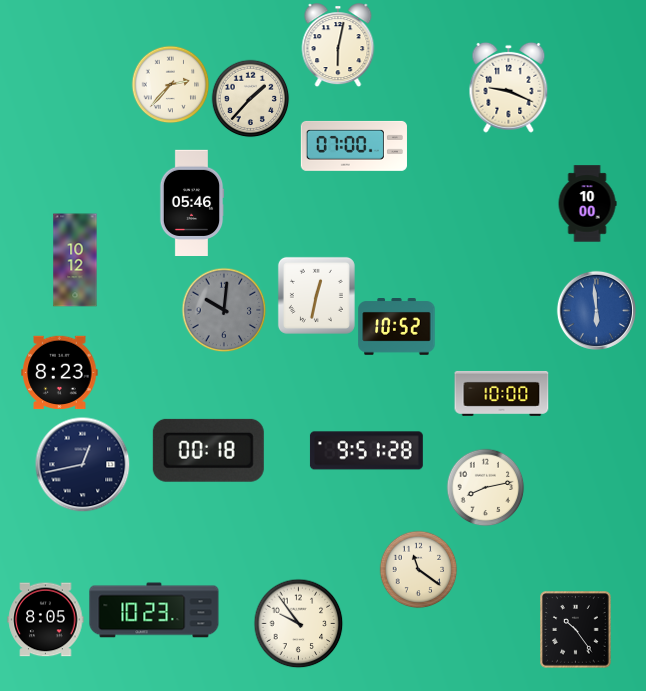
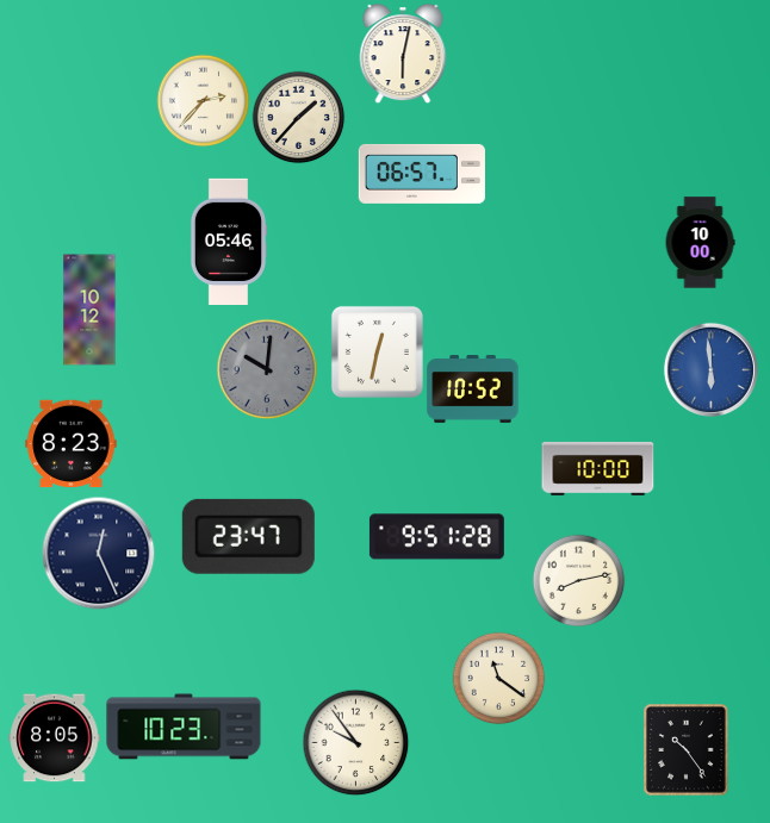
clock at (509, 87): 9:19 -> none
clock at (354, 146): 07:00 -> 06:57
clock at (208, 450): 00:18 -> 23:47
clock at (82, 464): 12:43 -> 12:26
